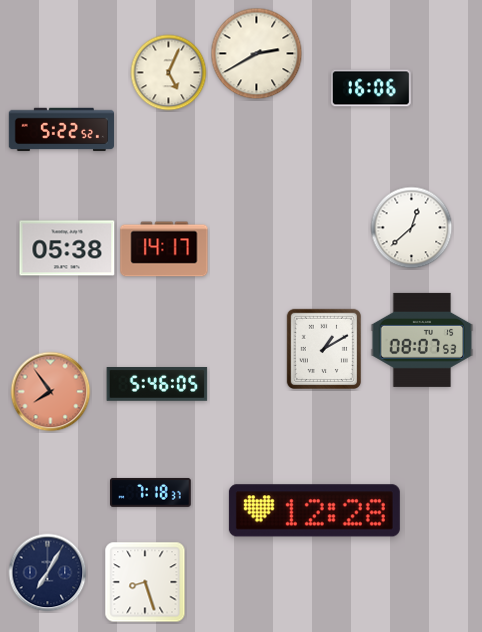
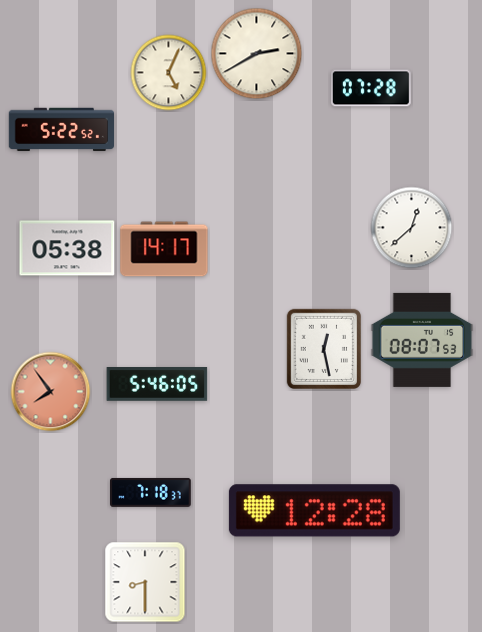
clock at (371, 88): 16:06 -> 07:28
clock at (323, 348): 1:10 -> 12:28
clock at (48, 573): 7:05 -> none
clock at (145, 582): 8:27 -> 8:30
